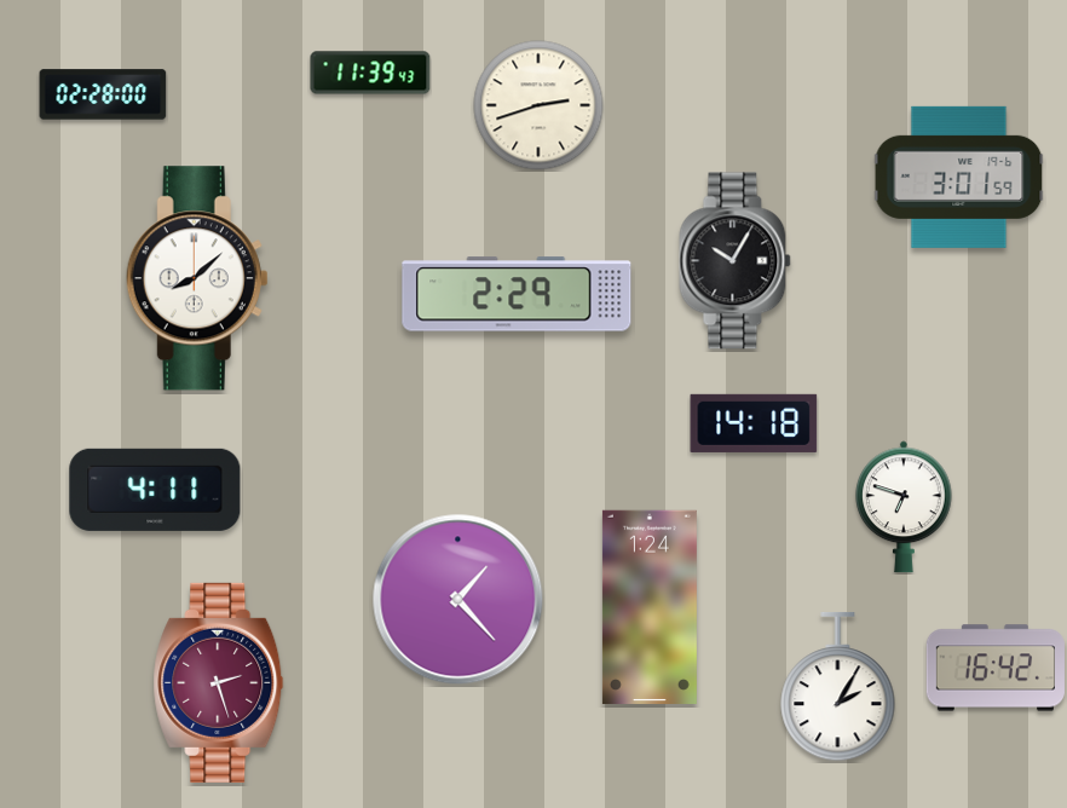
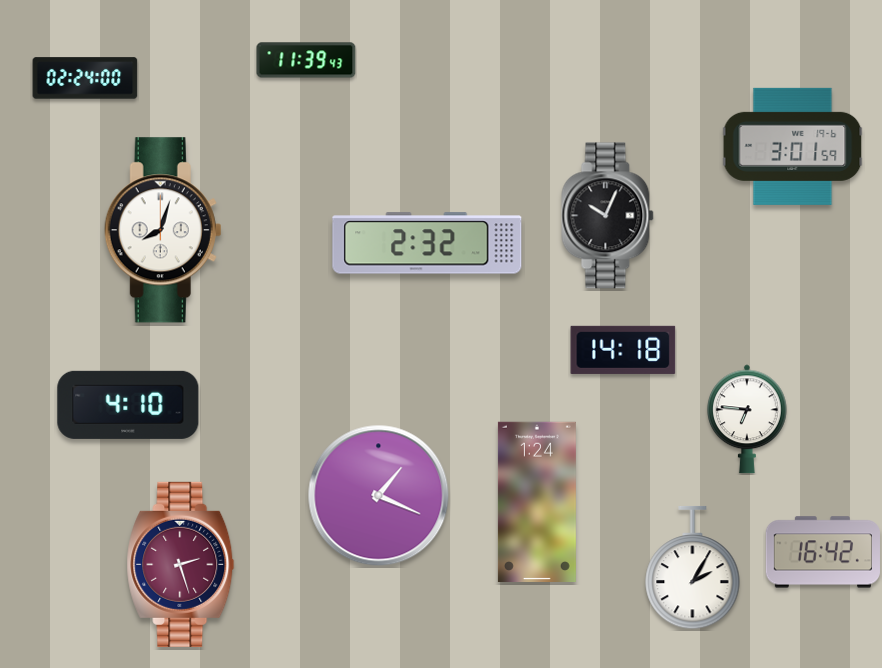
clock at (103, 94): 02:28 -> 02:24
clock at (538, 105): 2:42 -> none
clock at (736, 261): 10:05 -> 10:04
clock at (197, 278): 8:08 -> 8:03
clock at (517, 294): 2:29 -> 2:32
clock at (155, 490): 4:11 -> 4:10
clock at (905, 507): 6:48 -> 6:46
clock at (458, 600): 1:23 -> 1:19
